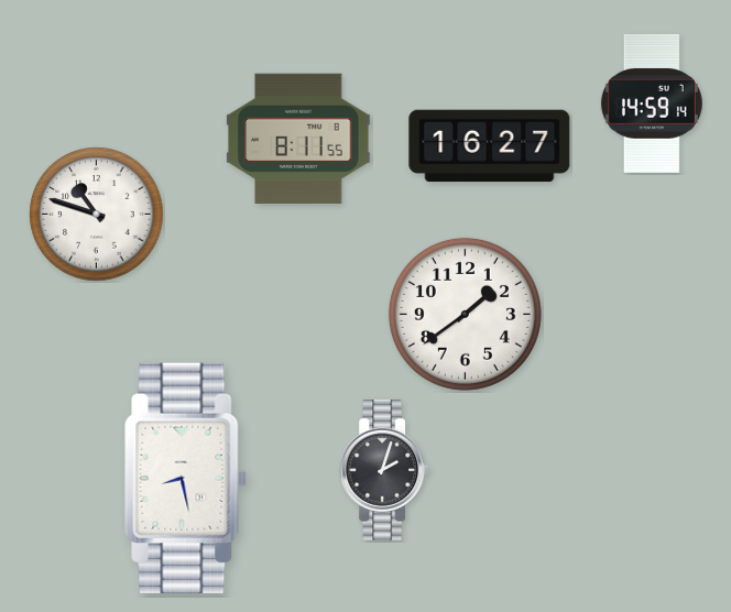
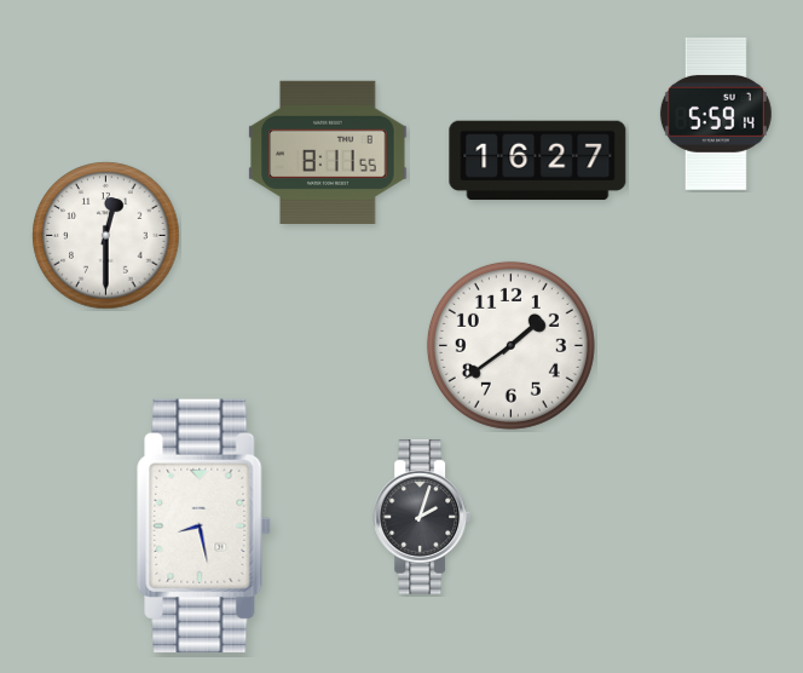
clock at (652, 103): 14:59 -> 5:59
clock at (97, 215): 10:48 -> 12:30
